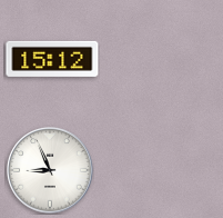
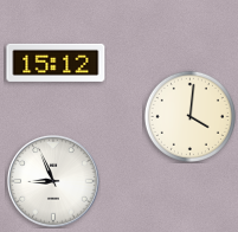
clock at (189, 116): none -> 4:01
